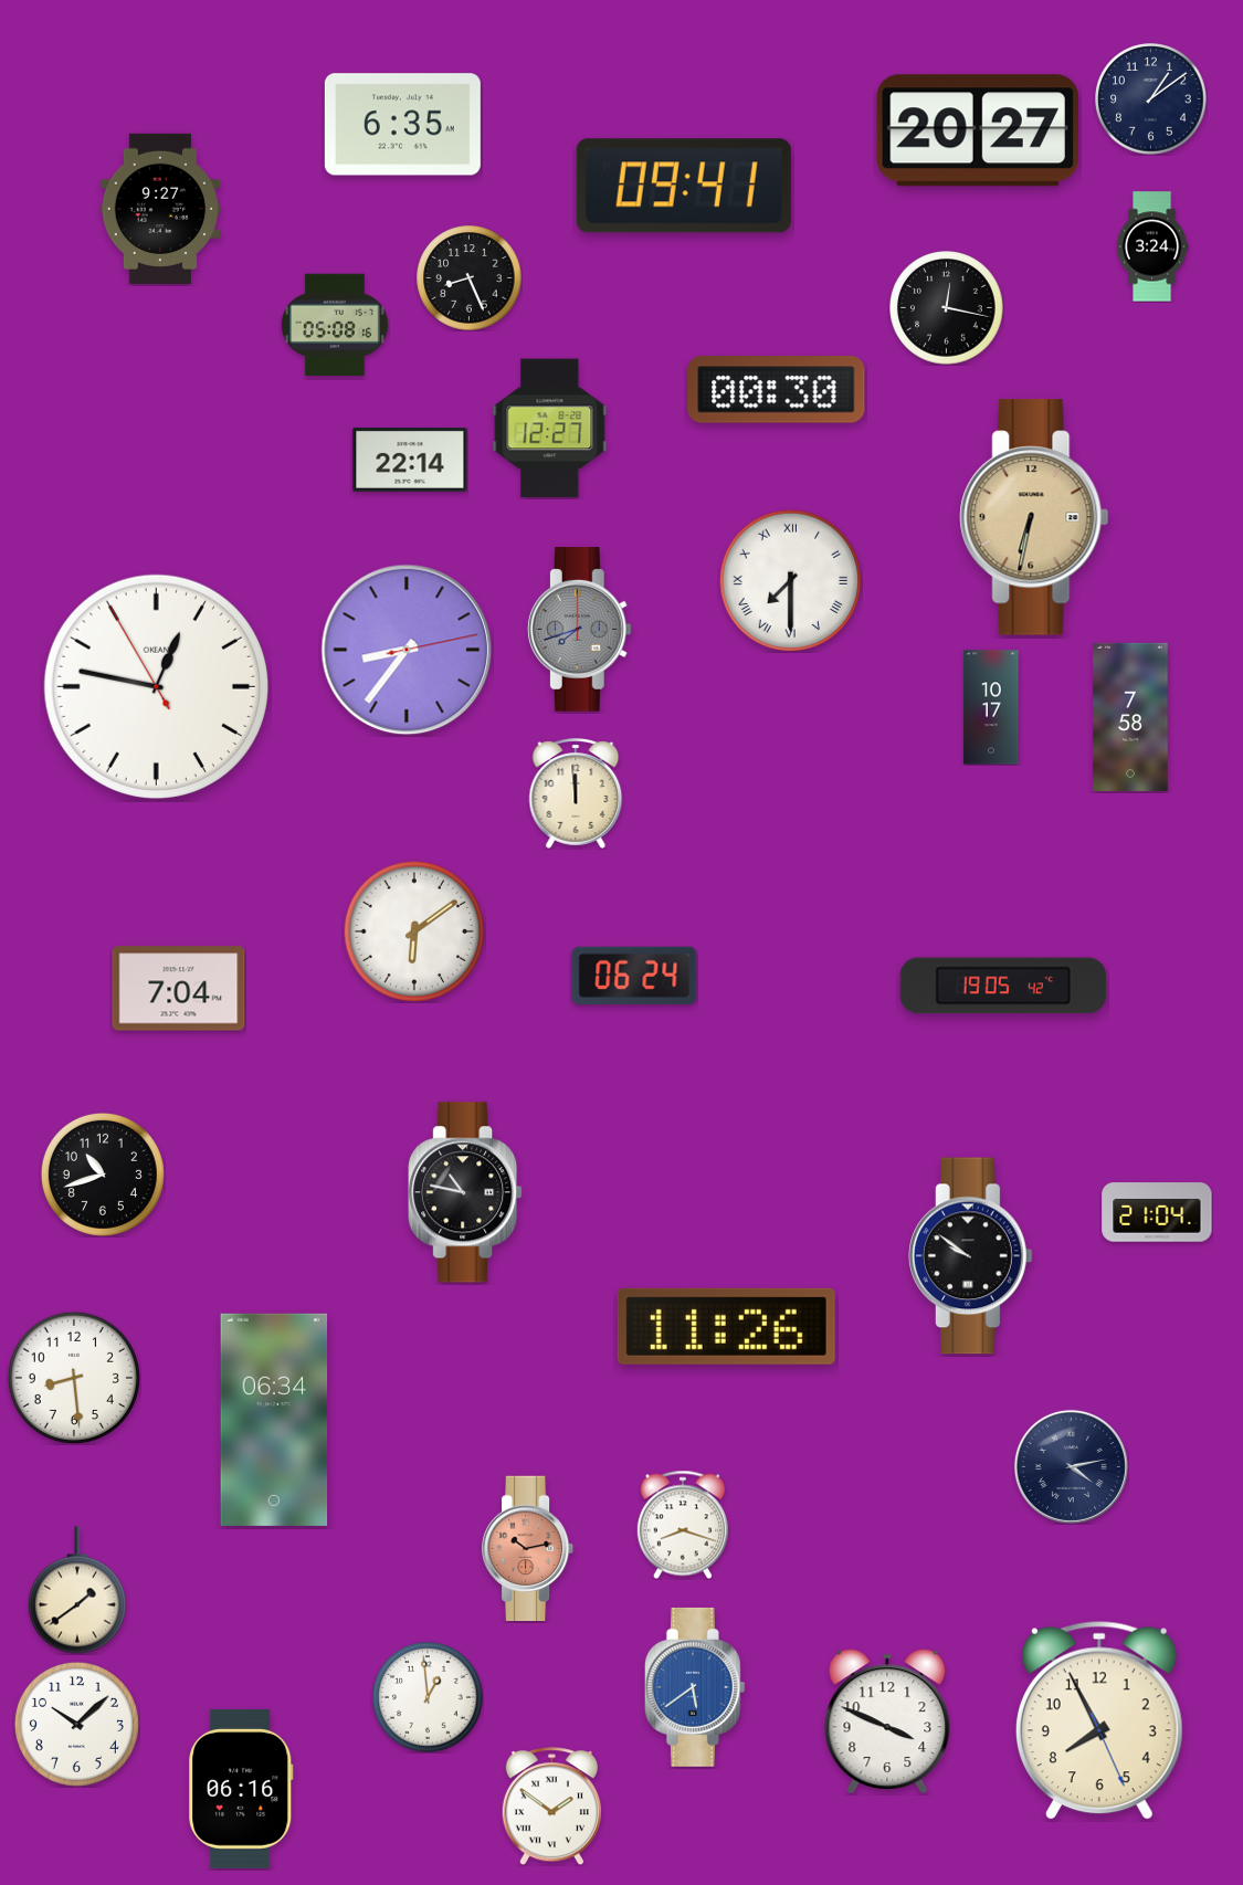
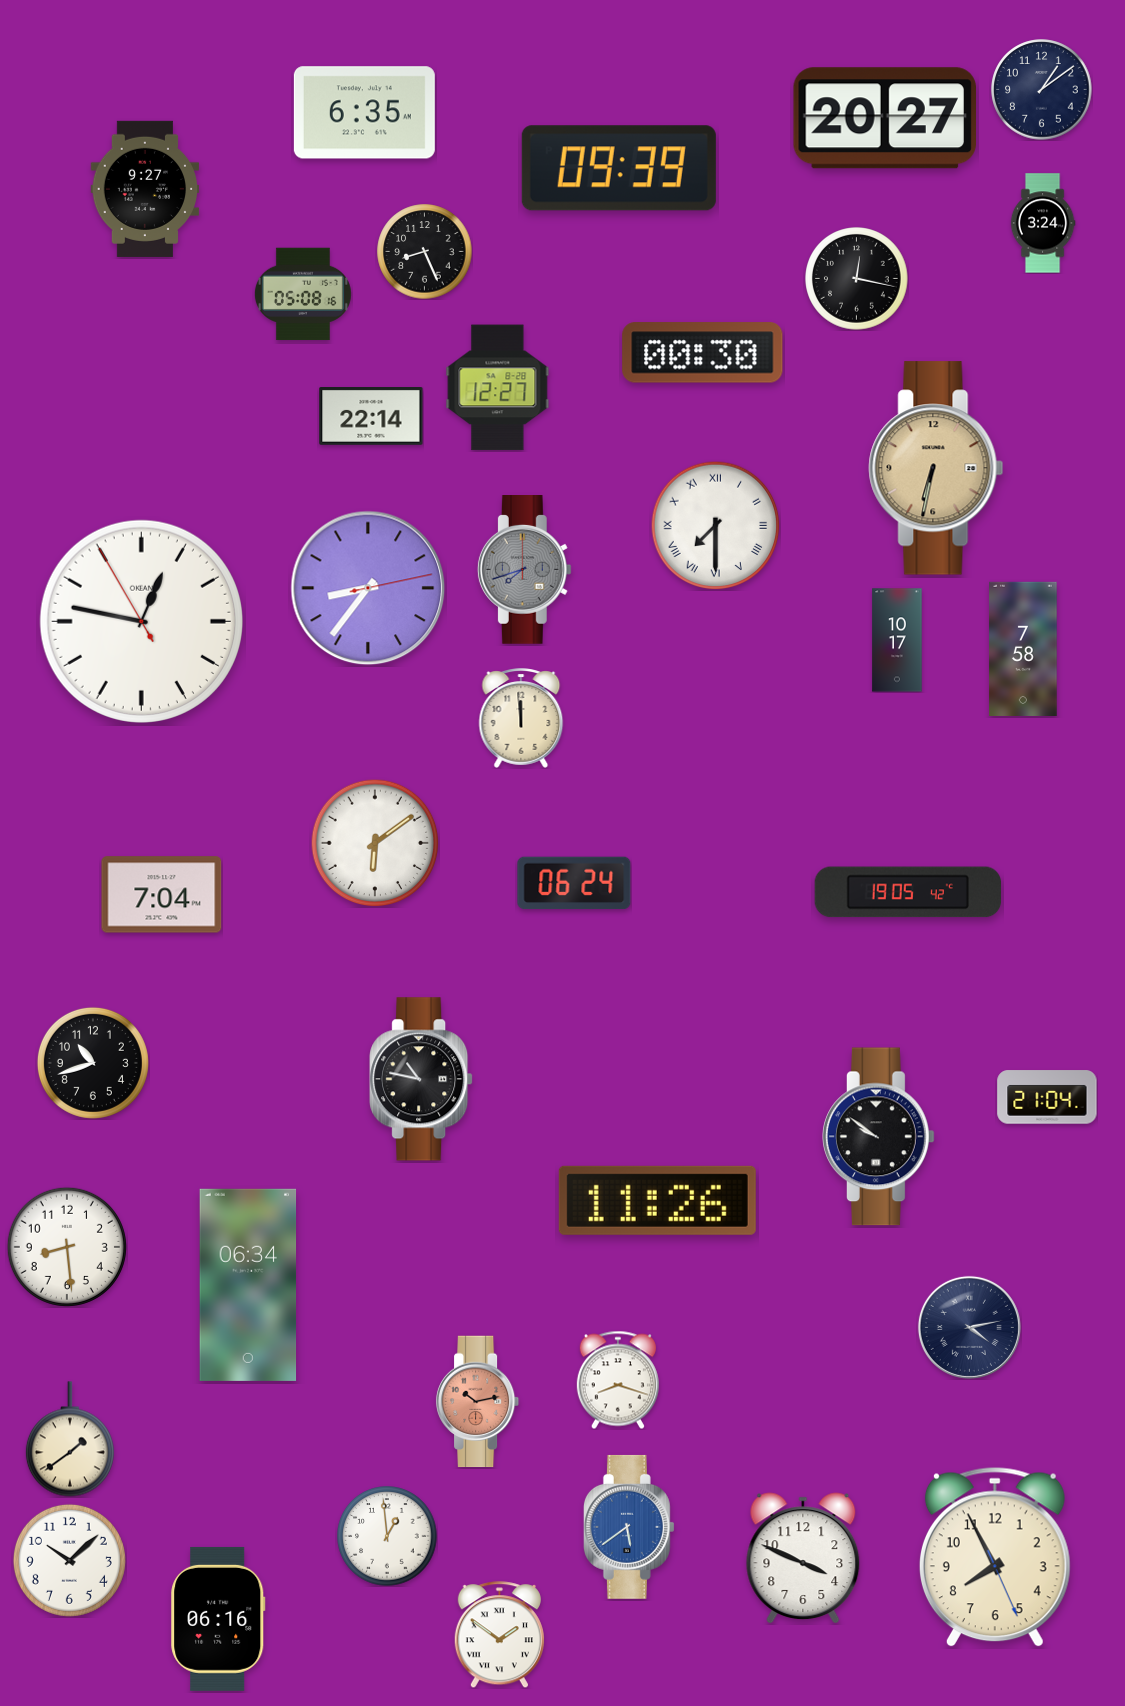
clock at (684, 186): 09:41 -> 09:39
